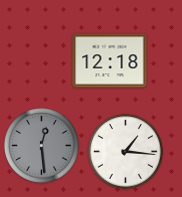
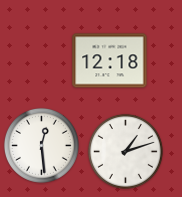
clock at (41, 145) dial: grey -> white
clock at (125, 151): 1:16 -> 1:12
